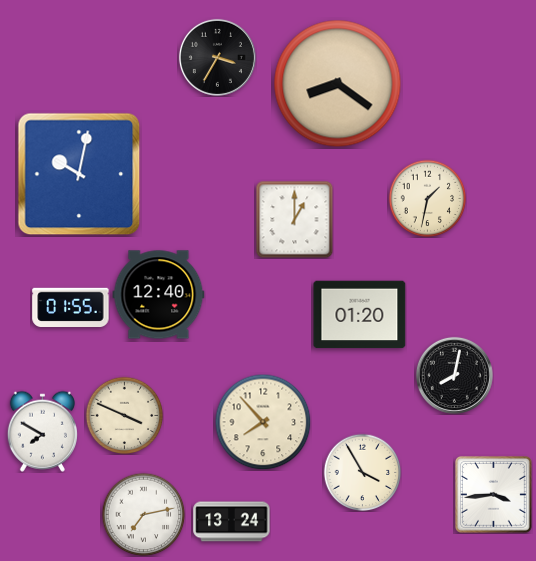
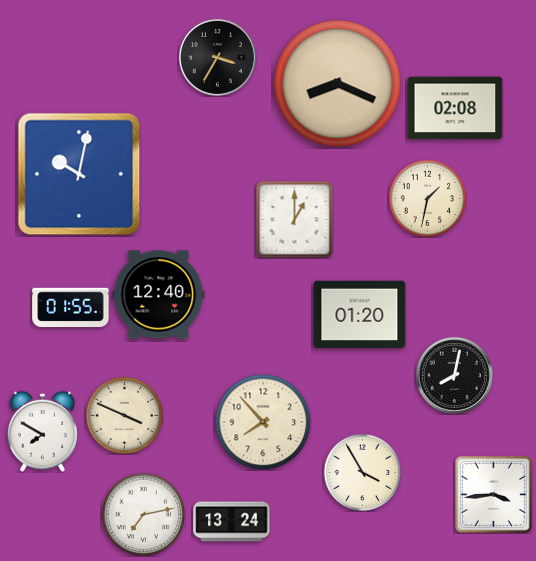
clock at (338, 84): 8:21 -> 8:19
clock at (455, 108): none -> 02:08
